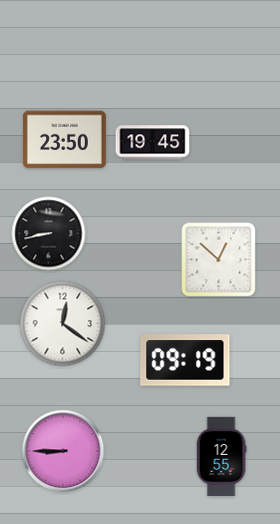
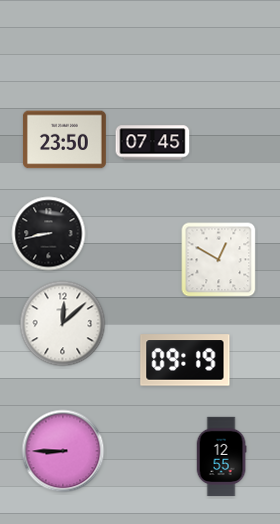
clock at (153, 143): 19:45 -> 07:45
clock at (219, 260): 12:52 -> 12:50
clock at (63, 324): 12:21 -> 12:08
